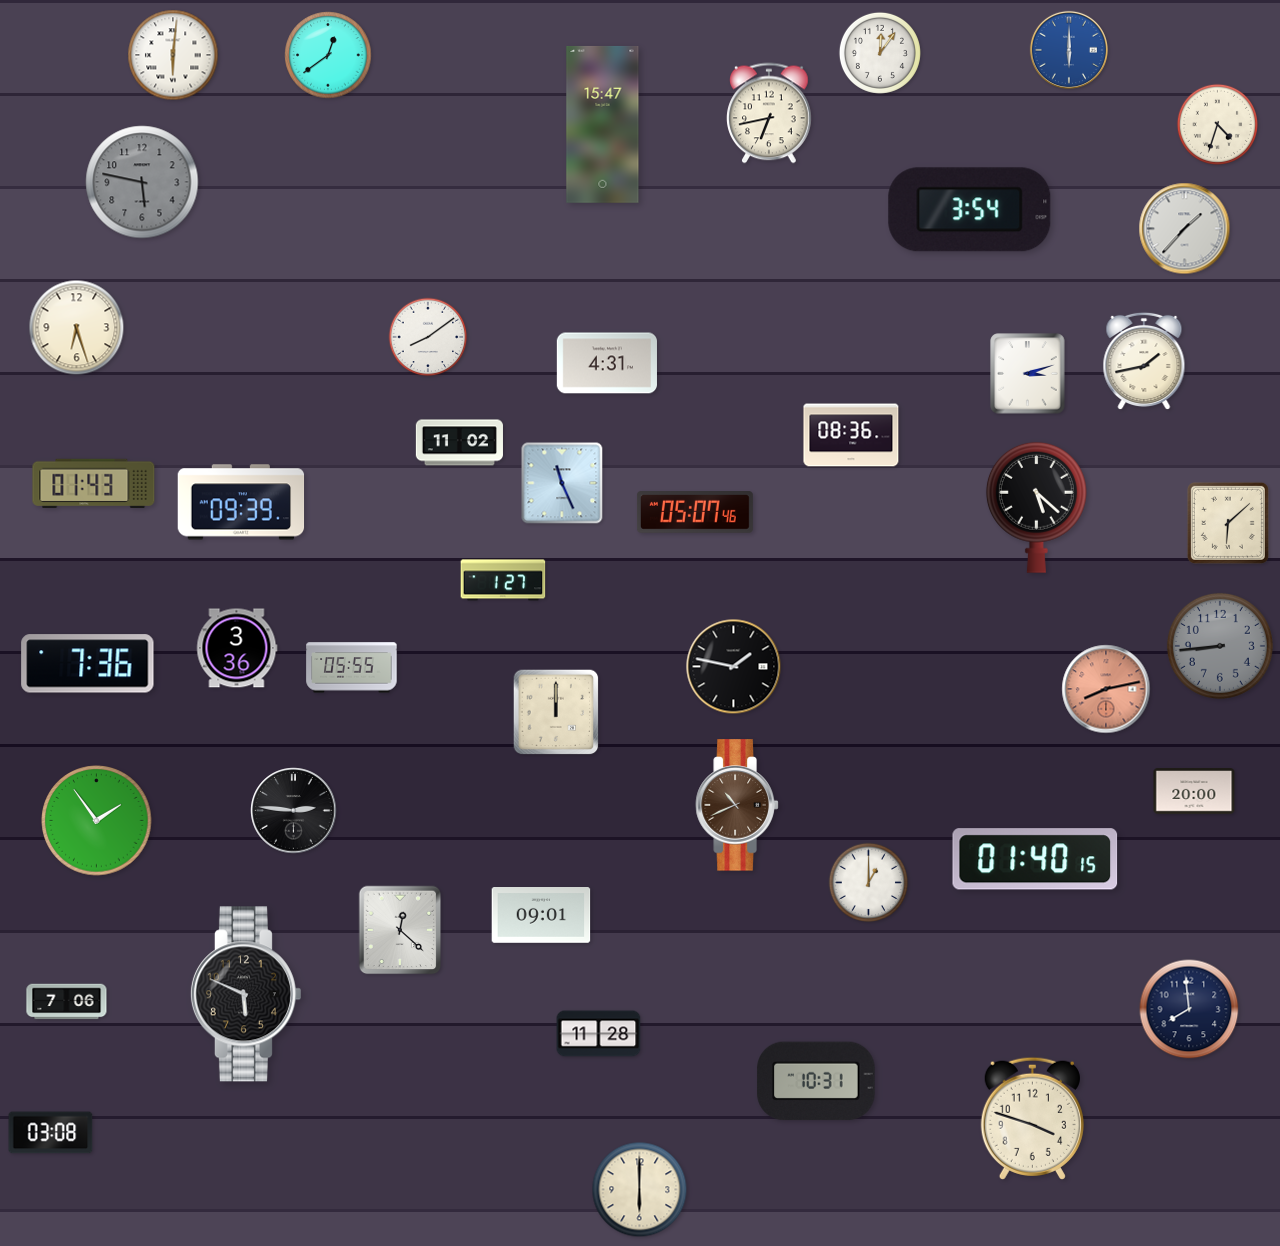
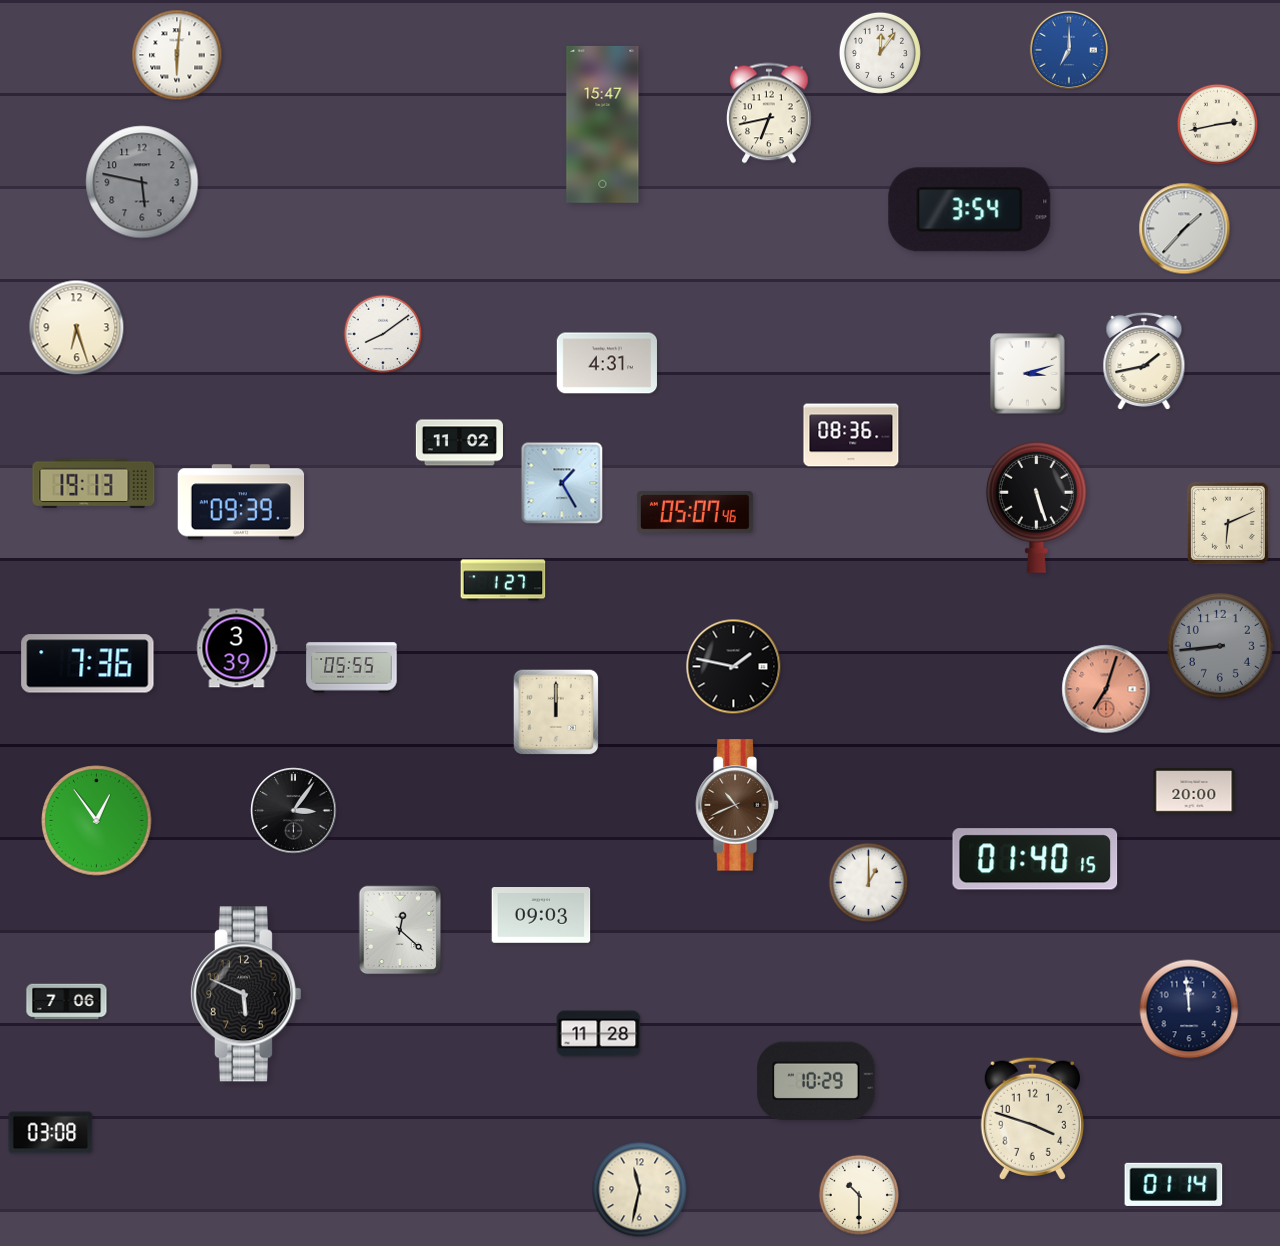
clock at (1069, 50): 6:00 -> 7:00
clock at (173, 55) position: (173, 55) -> (177, 55)
clock at (328, 55): 12:39 -> none
clock at (1217, 124): 4:33 -> 2:43
clock at (428, 337) position: (428, 337) -> (383, 334)
clock at (94, 483): 01:43 -> 19:13
clock at (562, 483): 11:26 -> 1:25
clock at (1036, 507): 5:22 -> 5:27
clock at (1228, 523): 6:08 -> 6:11
clock at (237, 648): 3:36 -> 3:39
clock at (1106, 689): 8:13 -> 7:03
clock at (294, 811): 2:46 -> 3:06
clock at (97, 821): 1:54 -> 12:54
clock at (541, 916): 09:01 -> 09:03
clock at (1189, 1009): 7:59 -> 11:59
clock at (816, 1081): 10:31 -> 10:29
clock at (1174, 1184): none -> 01:14
clock at (640, 1190): 6:00 -> 11:32
clock at (859, 1195): none -> 10:30
